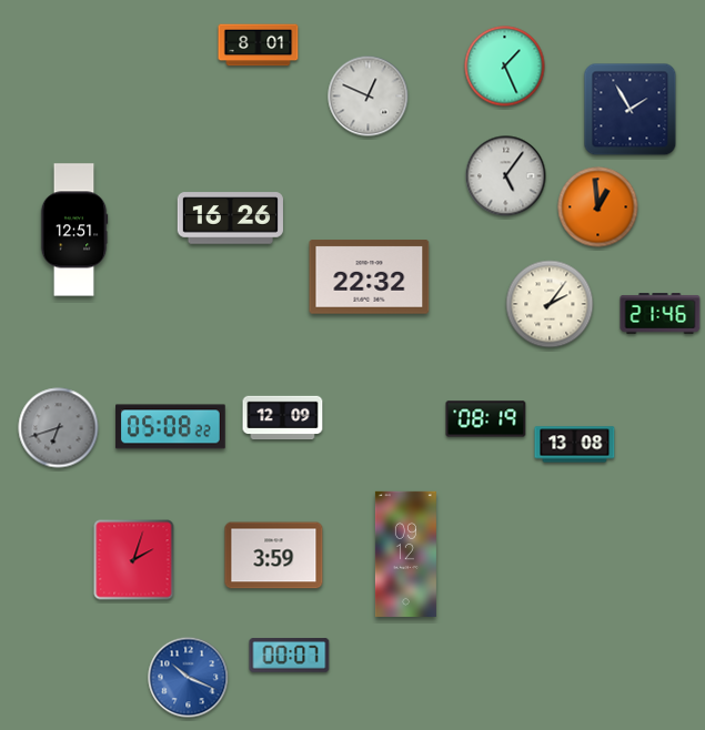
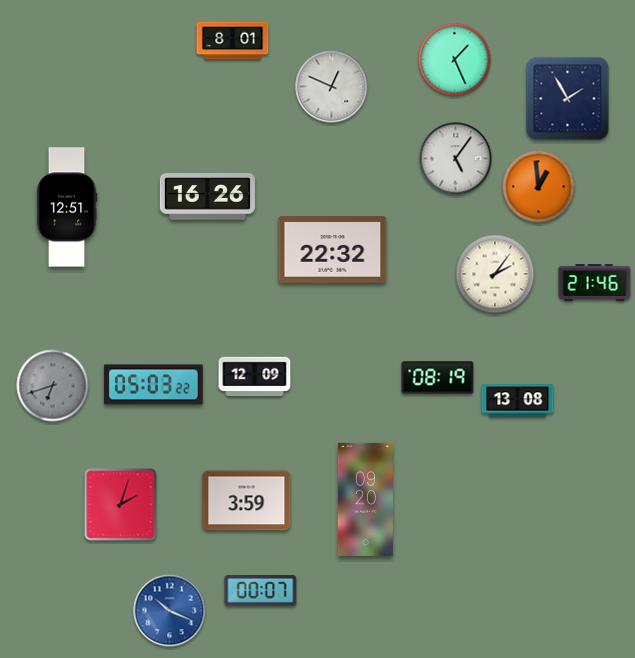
clock at (171, 427): 05:08 -> 05:03
clock at (405, 554): 09:12 -> 09:20
